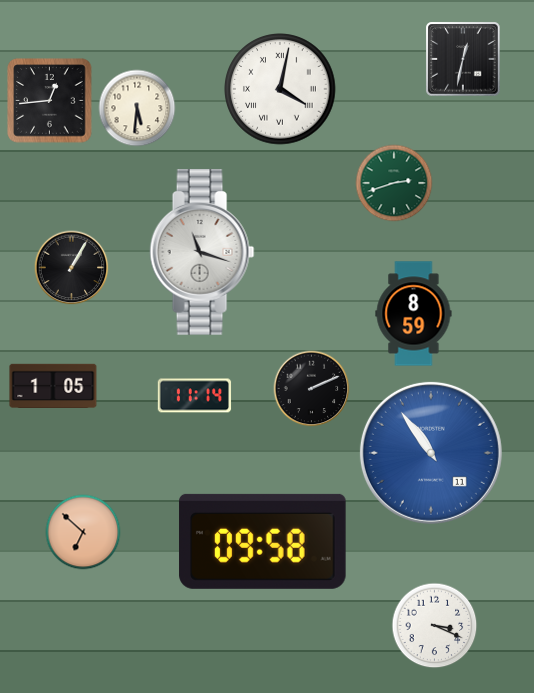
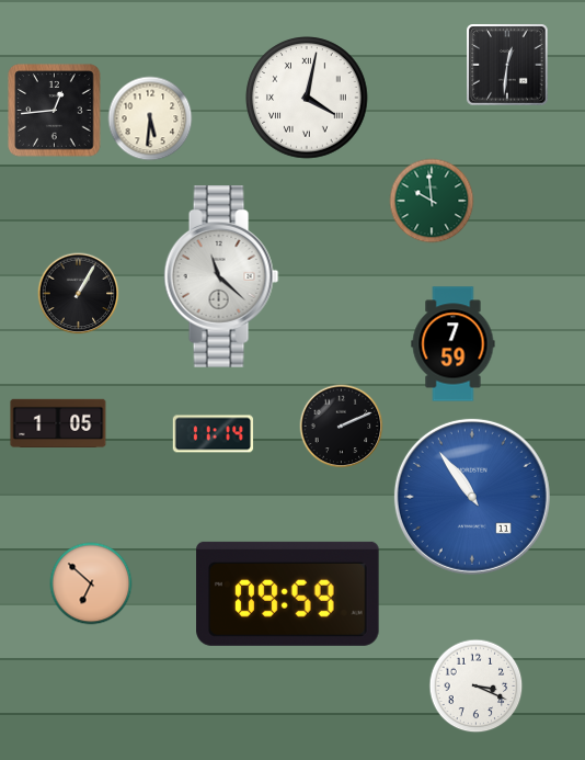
clock at (463, 59): 12:32 -> 12:31
clock at (394, 183): 2:42 -> 9:59
clock at (202, 253): 11:18 -> 11:22
clock at (414, 314): 8:59 -> 7:59
clock at (263, 541): 09:58 -> 09:59
